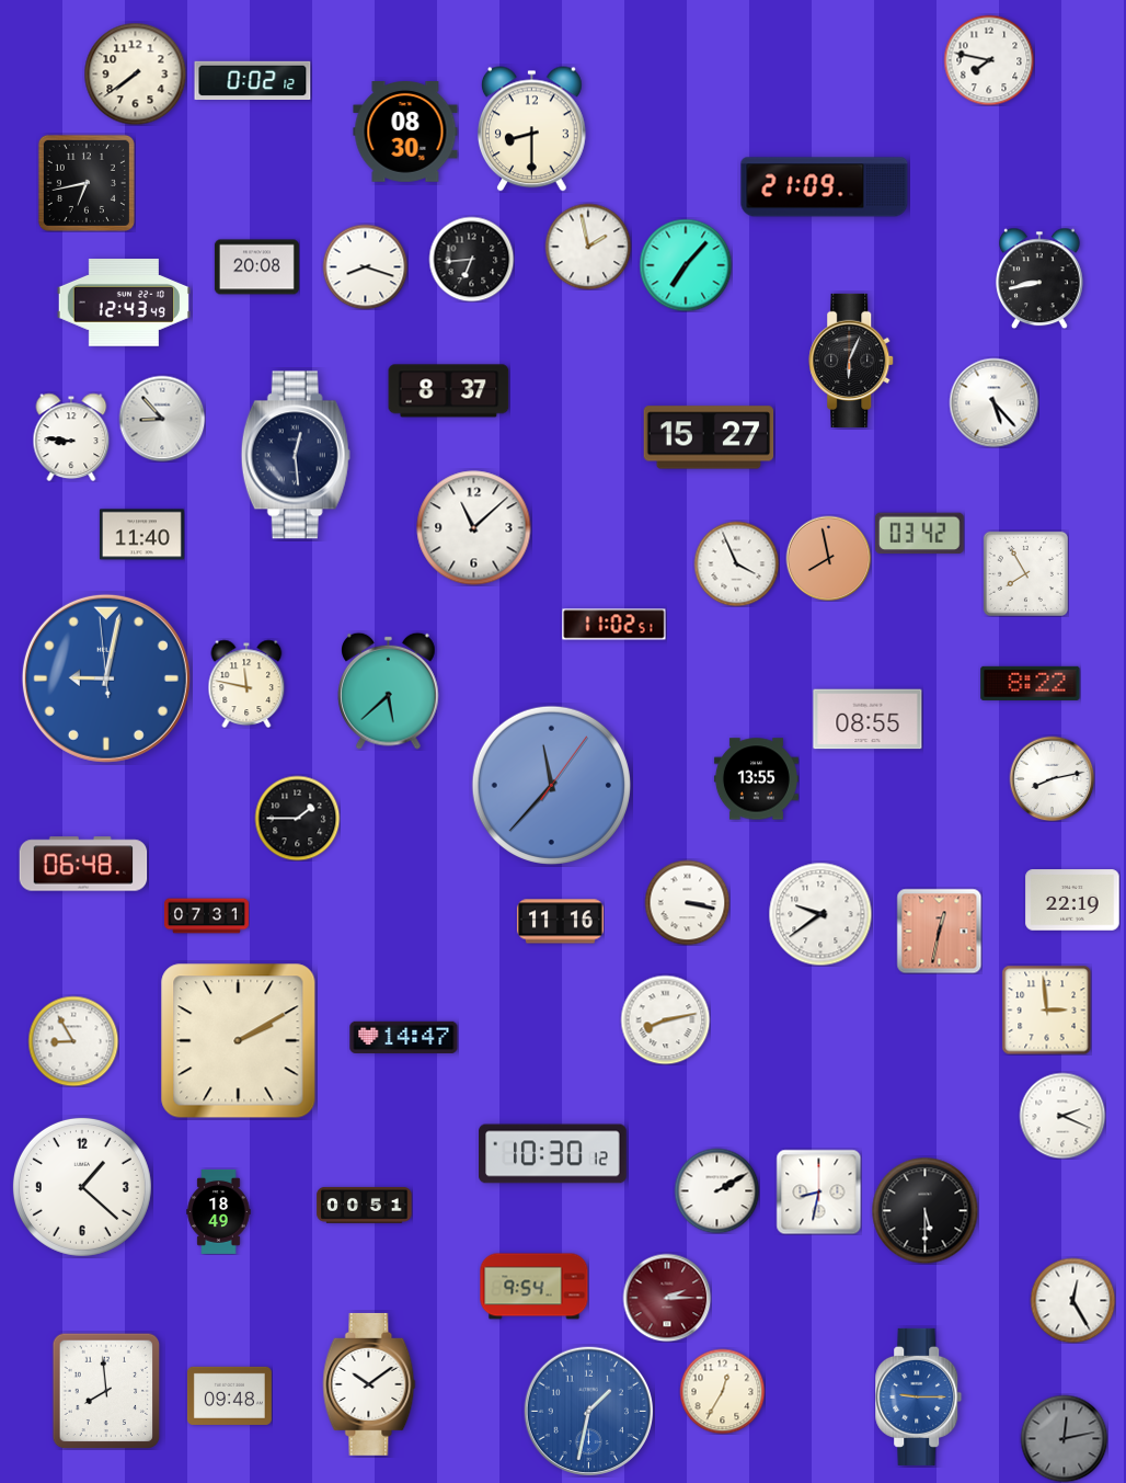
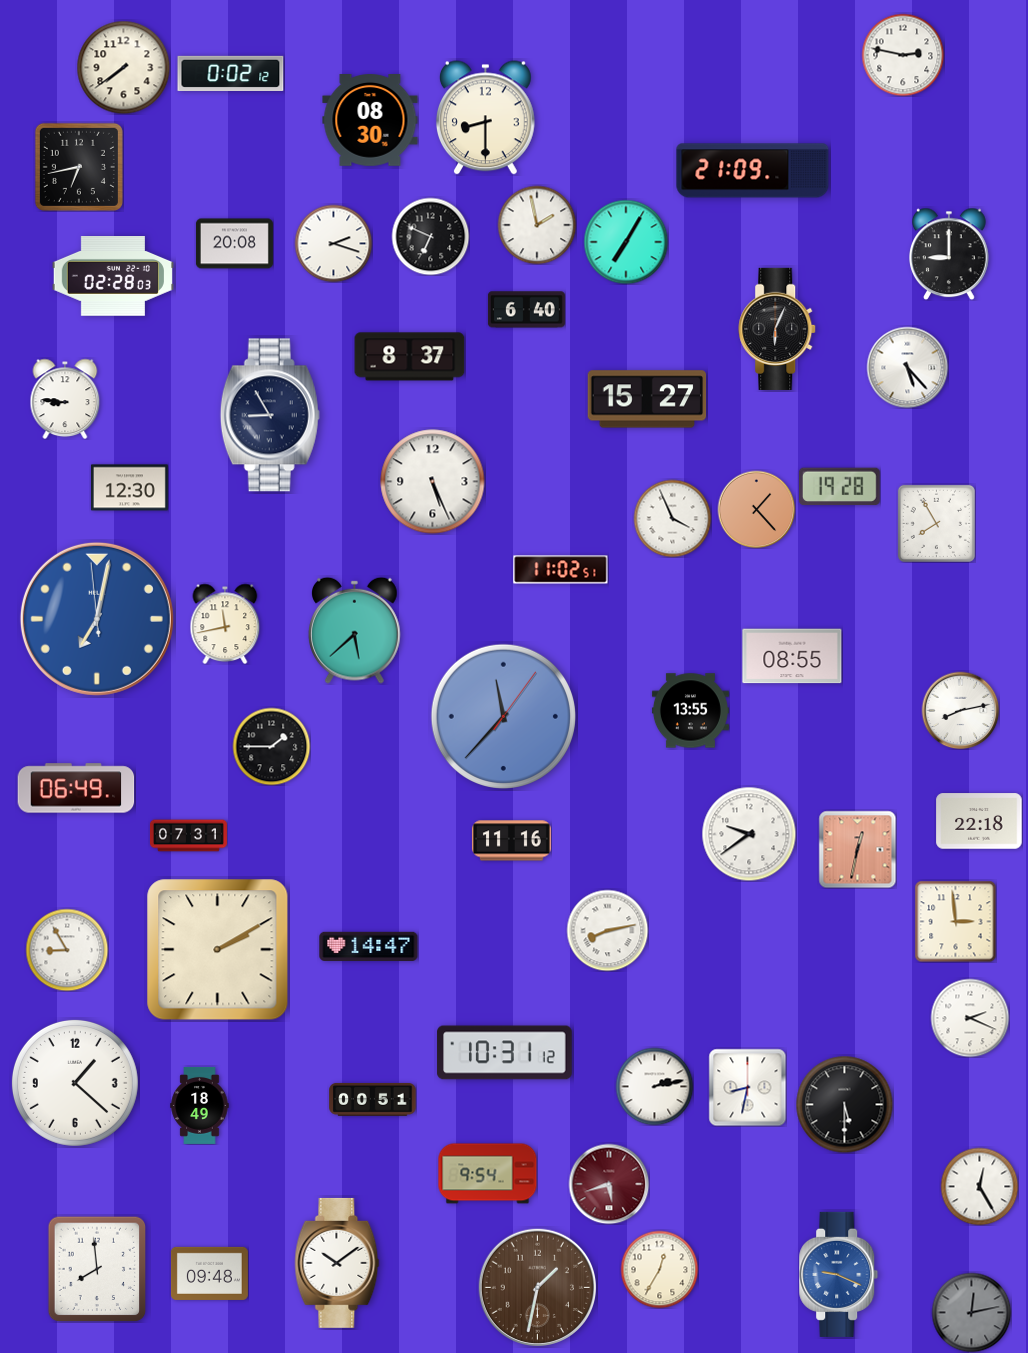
clock at (989, 60): 7:47 -> 2:47
clock at (471, 259): 6:44 -> 6:49
clock at (686, 265): 7:07 -> 7:05
clock at (365, 266): 8:18 -> 2:18
clock at (1041, 278): 8:43 -> 9:00
clock at (124, 304): 12:43 -> 02:28
clock at (526, 310): none -> 6:40
clock at (162, 419): 8:53 -> none
clock at (296, 455): 12:29 -> 8:55
clock at (474, 528): 11:08 -> 5:26
clock at (919, 534): 03:42 -> 19:28
clock at (141, 535): 11:40 -> 12:30
clock at (828, 558): 7:58 -> 1:23
clock at (736, 563) position: (736, 563) -> (672, 518)
clock at (106, 678): 9:01 -> 7:01
clock at (1031, 683): 8:22 -> none
clock at (246, 684): 11:47 -> 11:43
clock at (83, 864): 06:48 -> 06:49
clock at (1072, 900): 22:19 -> 22:18
clock at (687, 902): 3:17 -> none
clock at (553, 1154): 10:30 -> 10:31
clock at (716, 1190): 2:10 -> 2:13
clock at (365, 1205) position: (365, 1205) -> (373, 1099)
clock at (667, 1298): 2:15 -> 5:42
clock at (919, 1396): 9:15 -> 9:19
clock at (588, 1411) dial: blue -> brown
